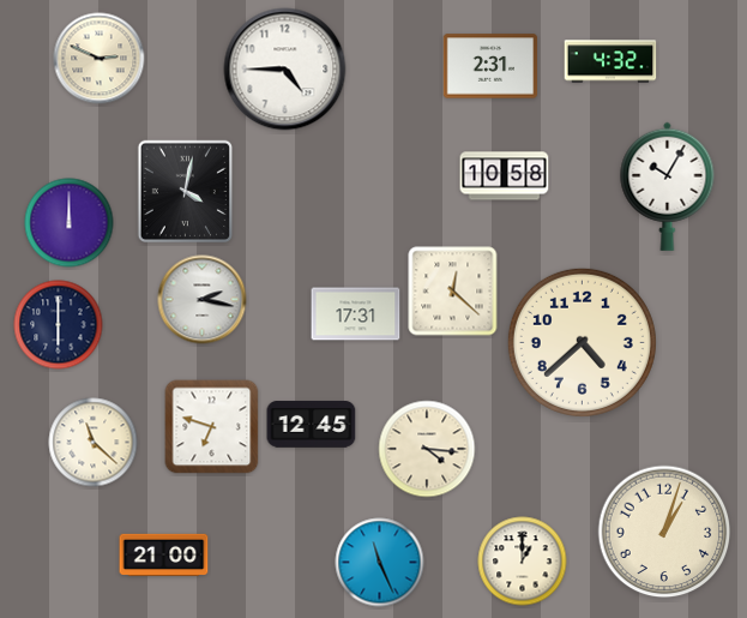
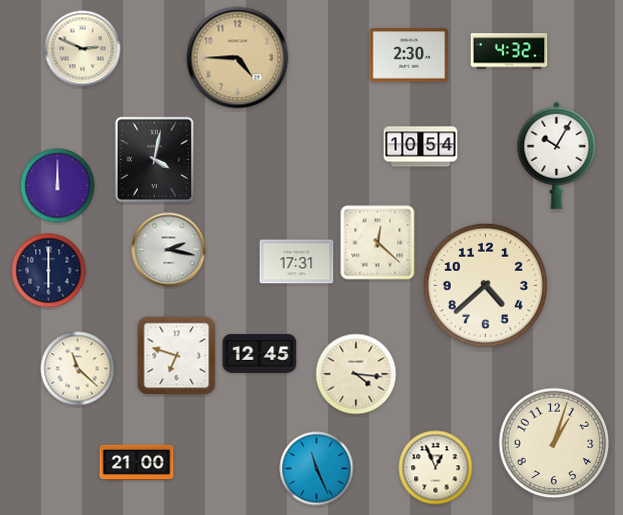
clock at (490, 66): 2:31 -> 2:30
clock at (285, 70) dial: white -> champagne
clock at (505, 176): 10:58 -> 10:54
clock at (523, 562): 1:00 -> 12:56
